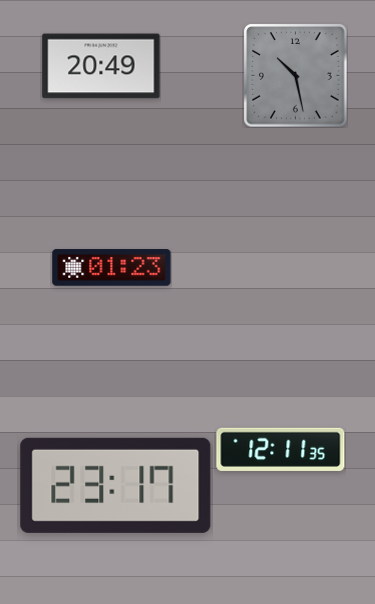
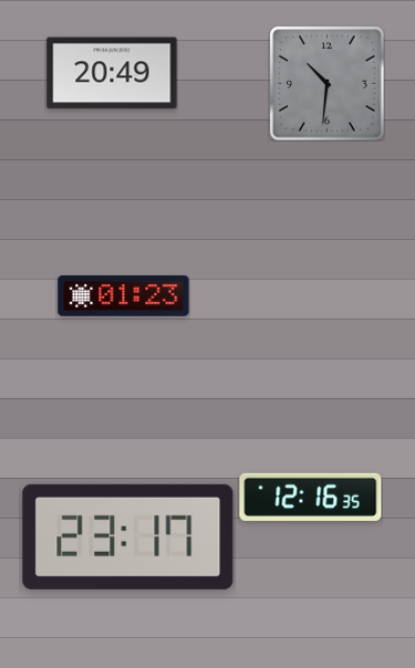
clock at (295, 75): 10:28 -> 10:31
clock at (281, 449): 12:11 -> 12:16
